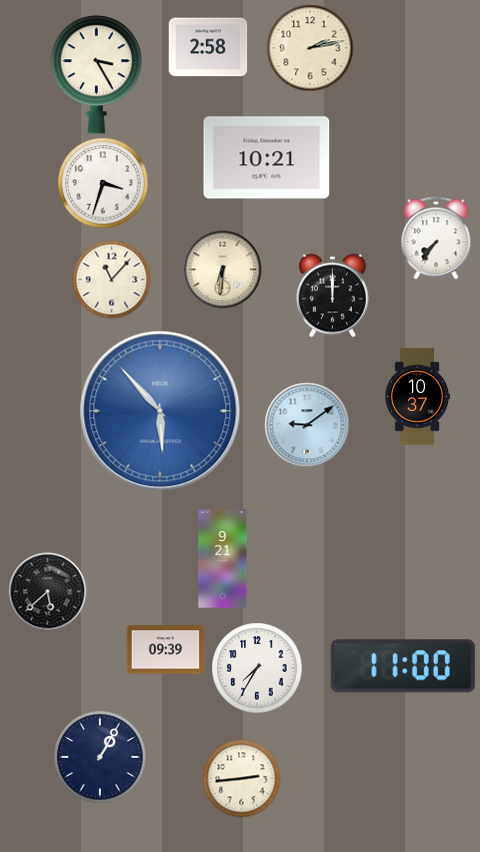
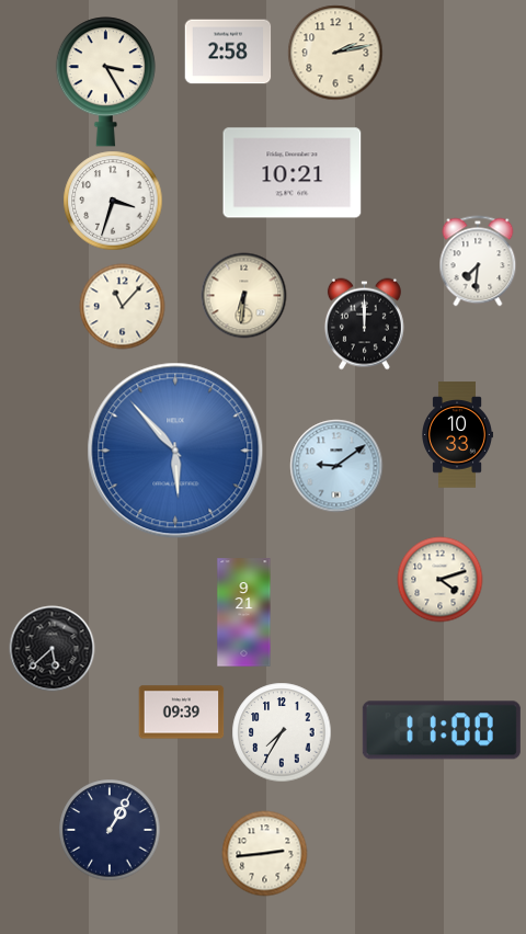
clock at (310, 48) position: (310, 48) -> (335, 53)
clock at (436, 238): 7:36 -> 7:31
clock at (417, 397): 10:37 -> 10:33
clock at (439, 579): none -> 4:12
